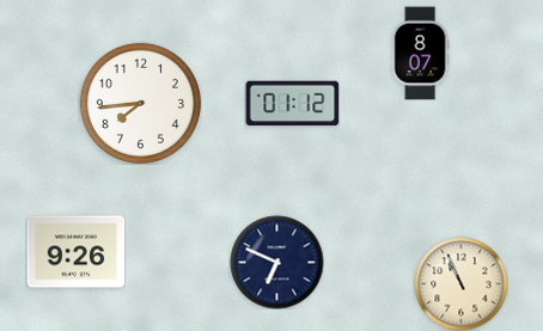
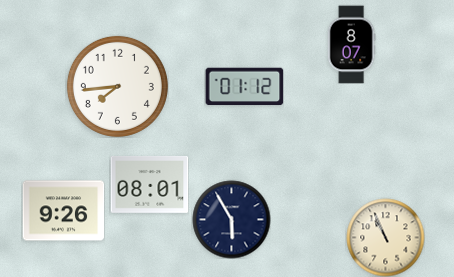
clock at (149, 184): none -> 08:01
clock at (276, 262): 6:49 -> 5:55
